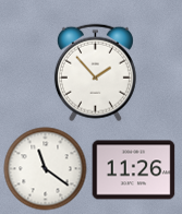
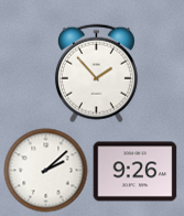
clock at (46, 169): 11:21 -> 2:08
clock at (134, 170): 11:26 -> 9:26
